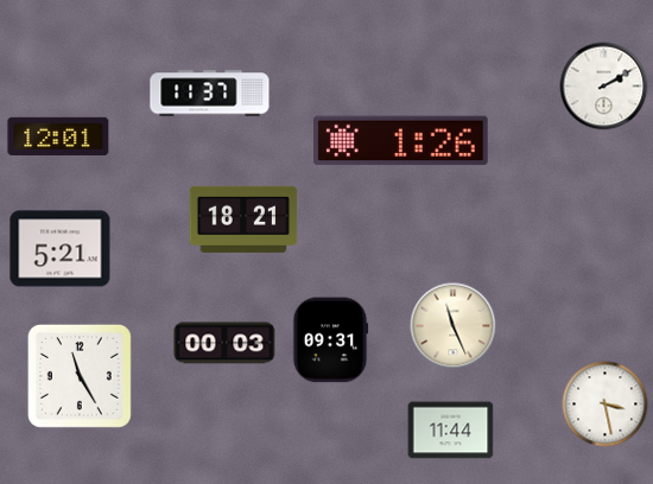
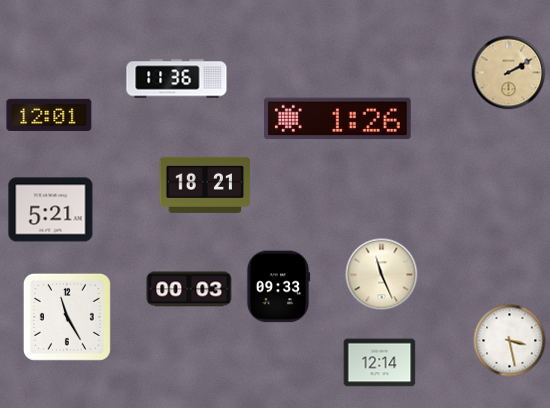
clock at (604, 87) dial: white -> champagne
clock at (210, 94): 11:37 -> 11:36
clock at (330, 340): 09:31 -> 09:33
clock at (451, 431): 11:44 -> 12:14
